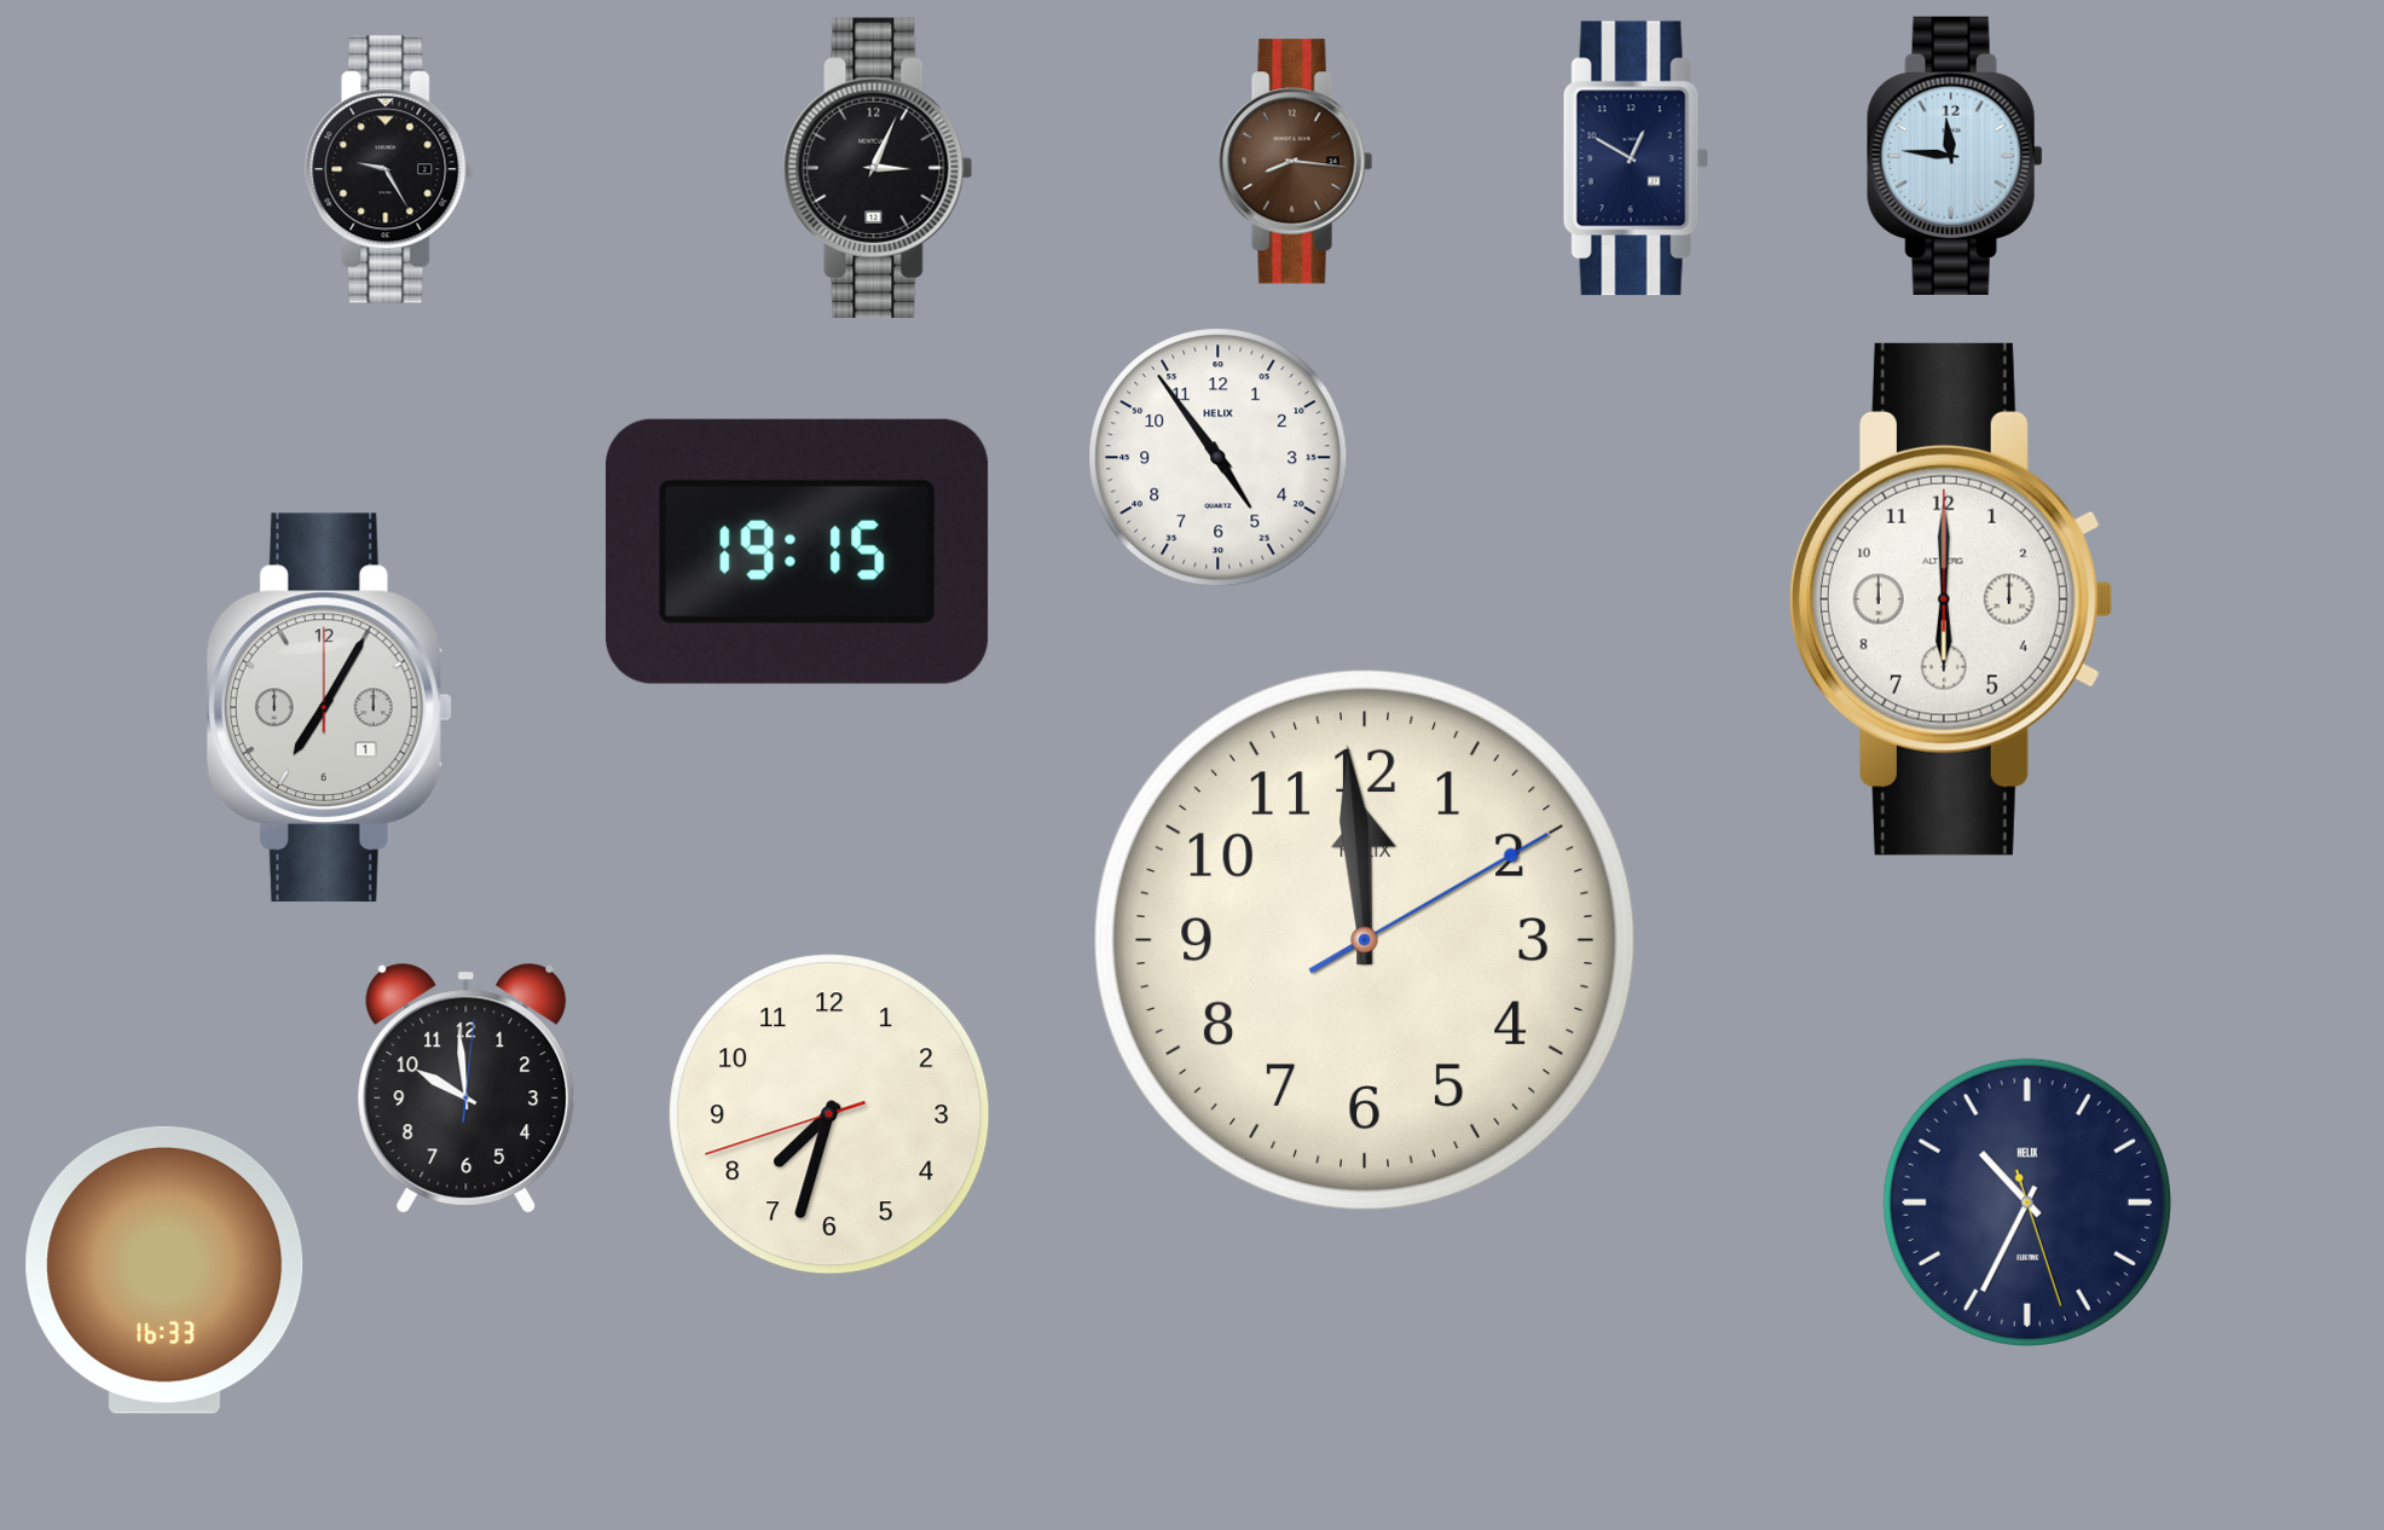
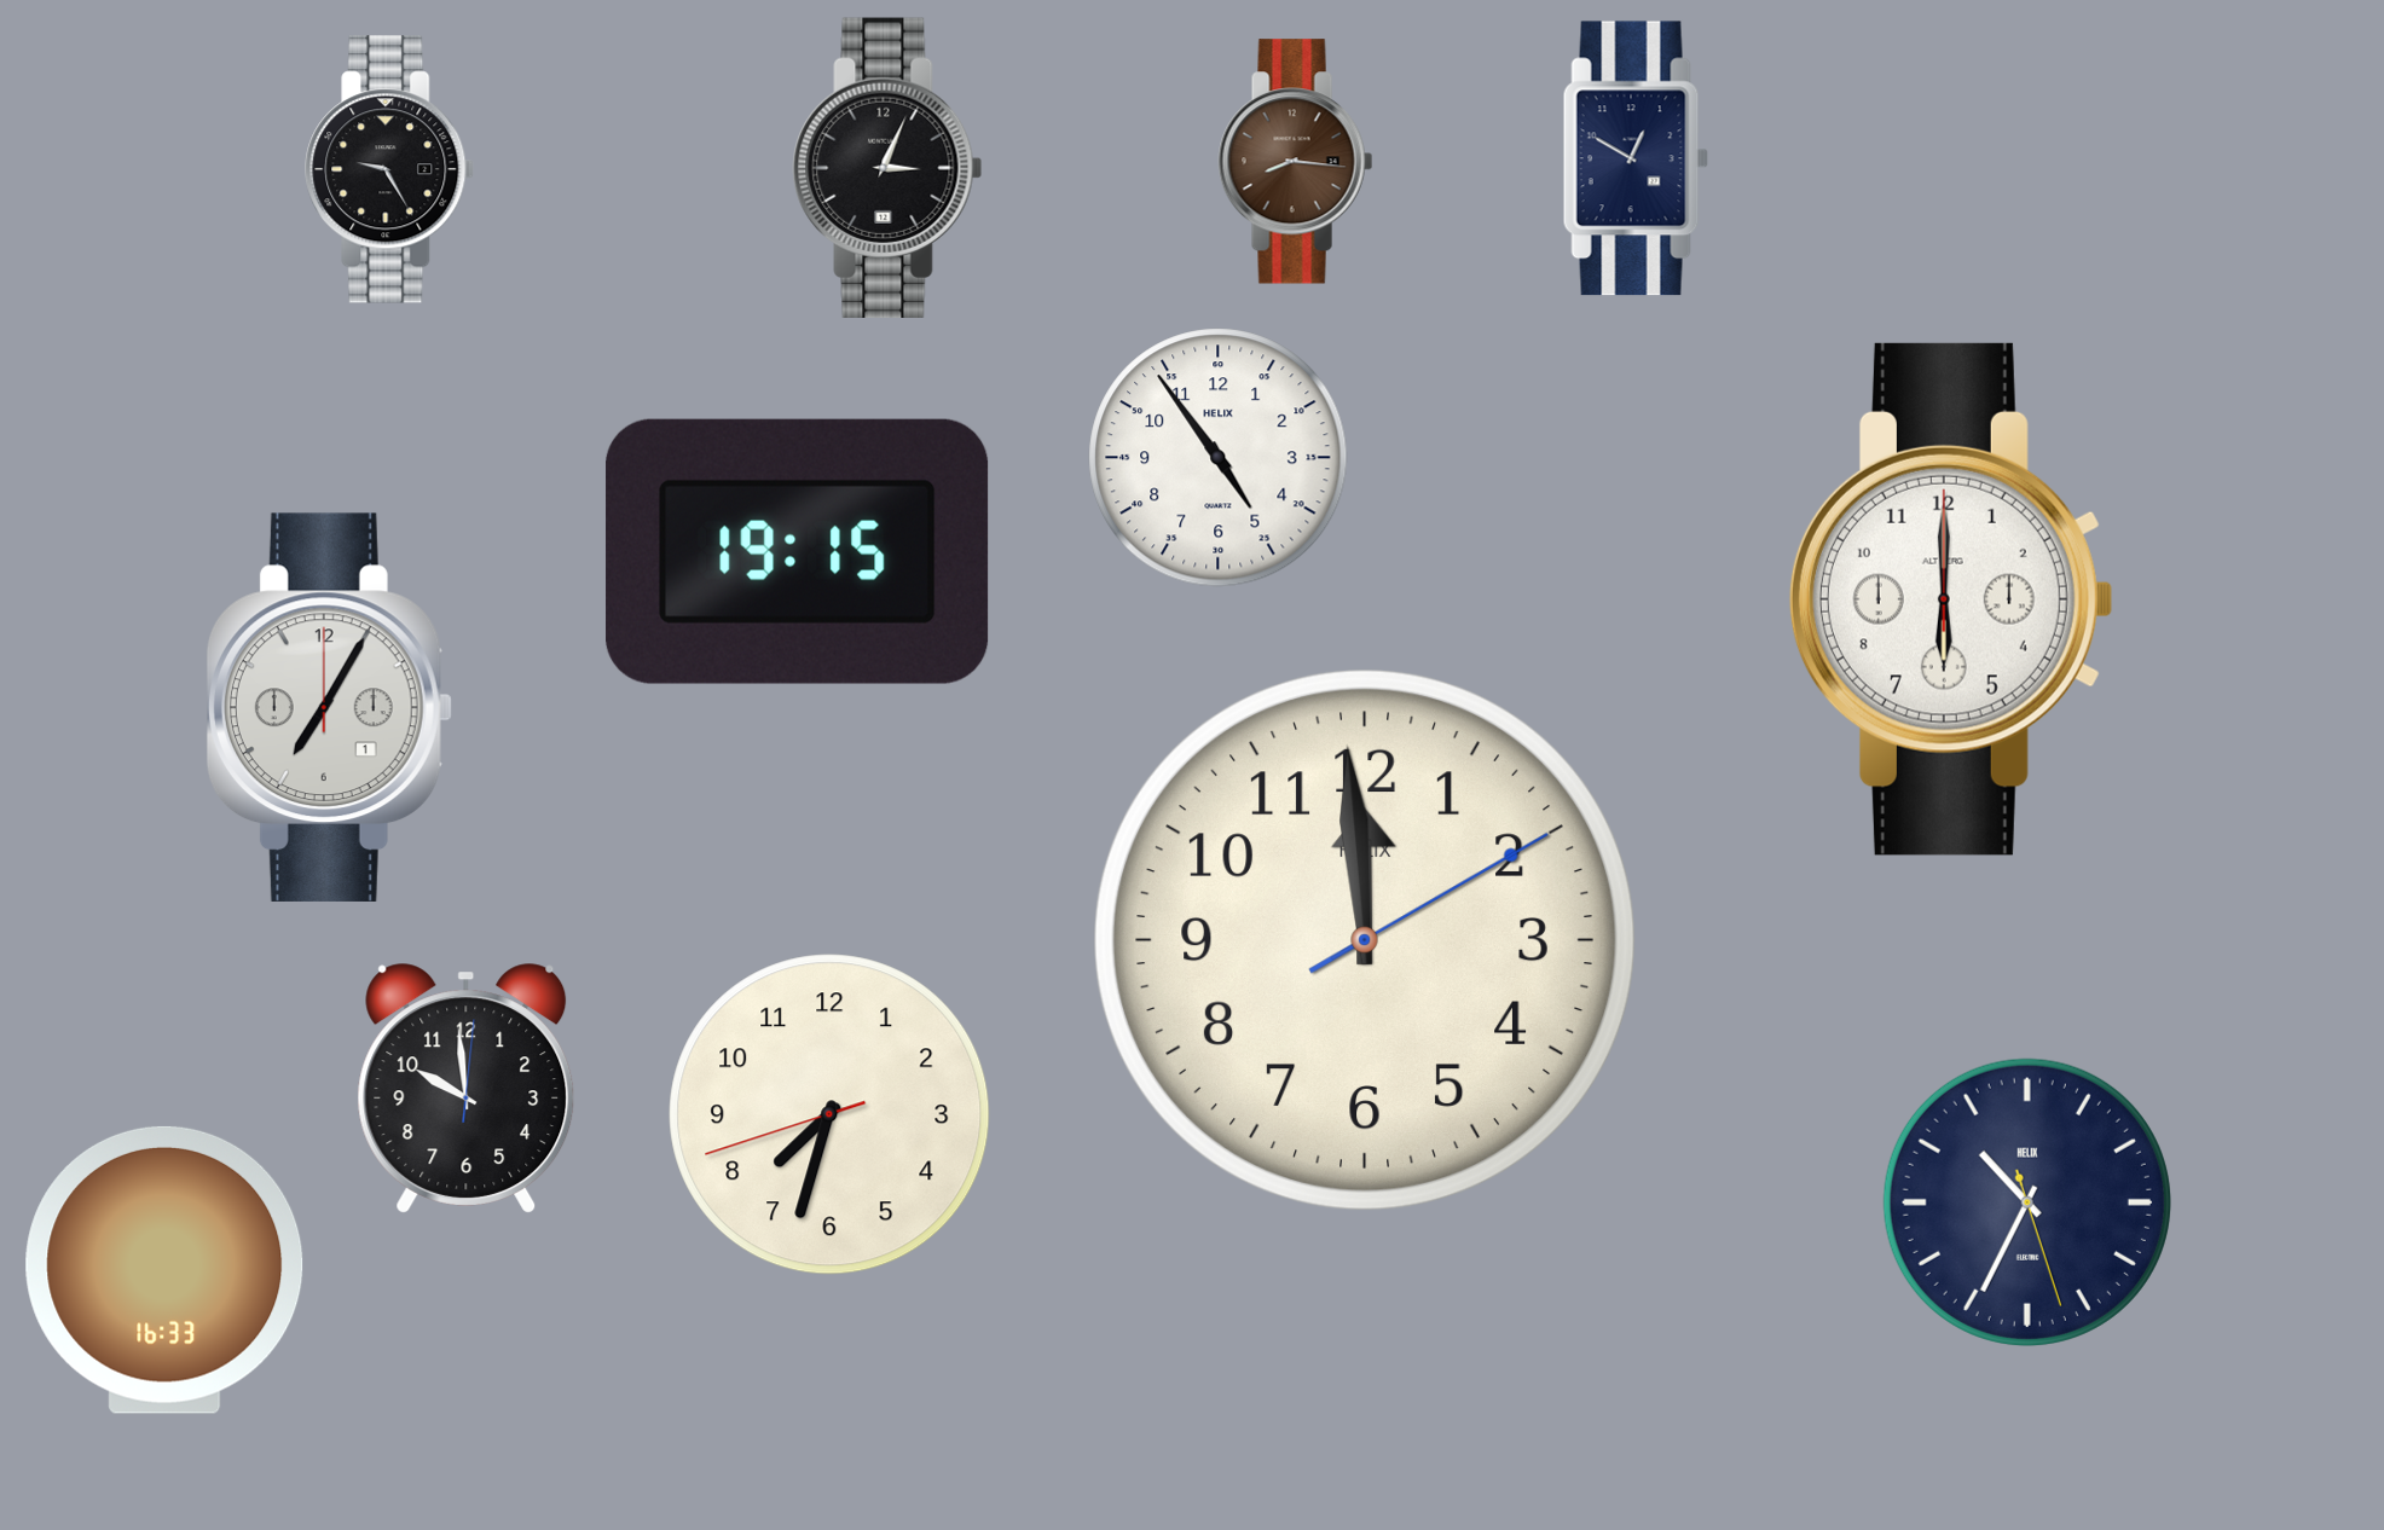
clock at (1955, 156): 11:46 -> none
clock at (878, 168) position: (878, 168) -> (887, 168)
